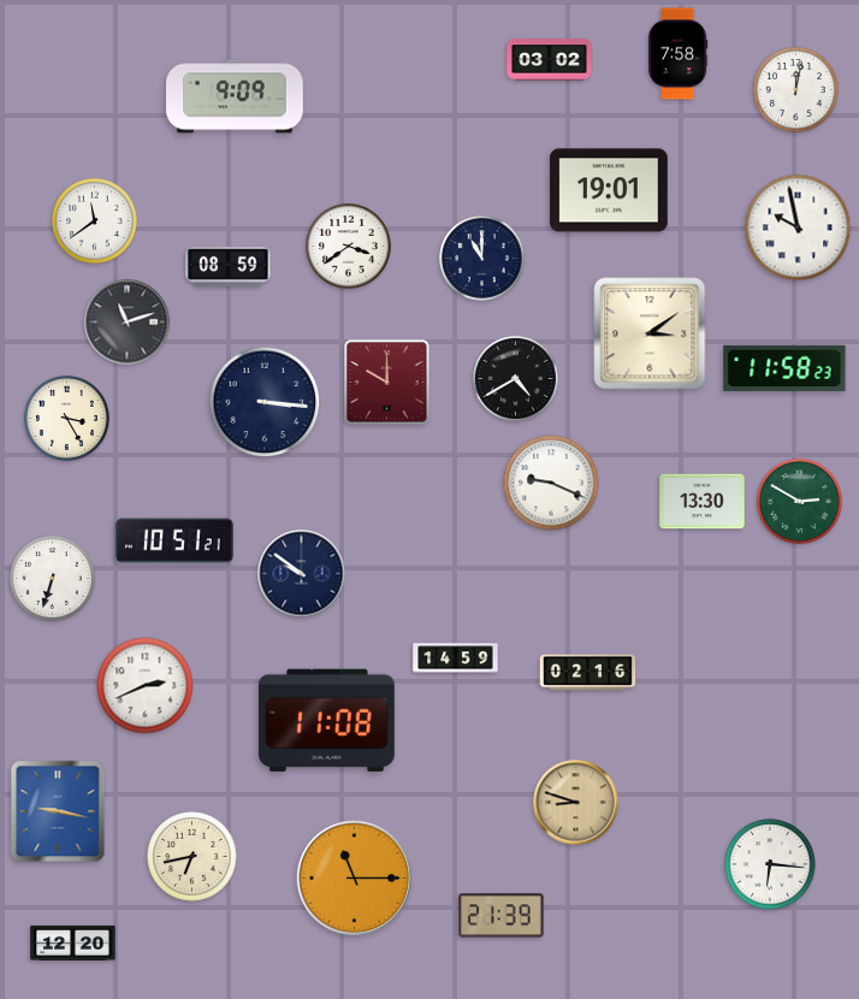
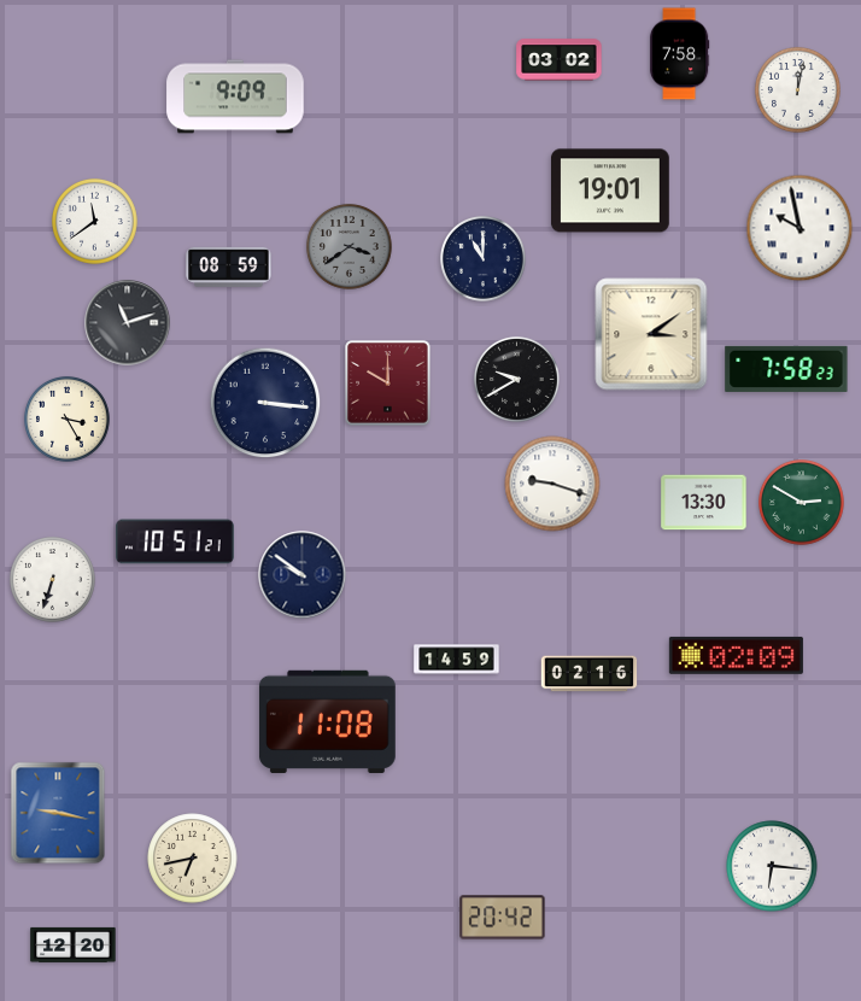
clock at (550, 60) position: (550, 60) -> (560, 60)
clock at (348, 246) dial: white -> grey
clock at (784, 368): 11:58 -> 7:58
clock at (515, 378): 4:40 -> 9:40
clock at (551, 483): 9:19 -> 9:18
clock at (736, 655): none -> 02:09
clock at (146, 686): 2:41 -> none
clock at (576, 803): 8:48 -> none
clock at (355, 879): 11:15 -> none
clock at (502, 916): 21:39 -> 20:42
